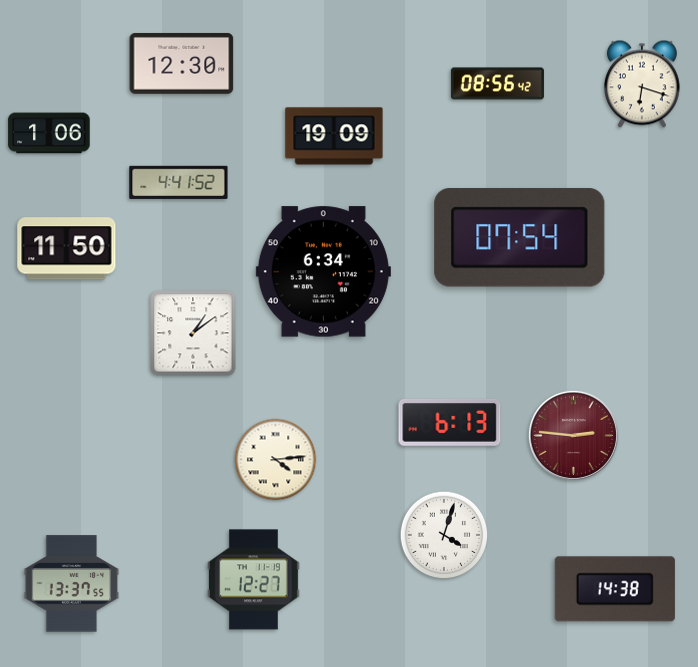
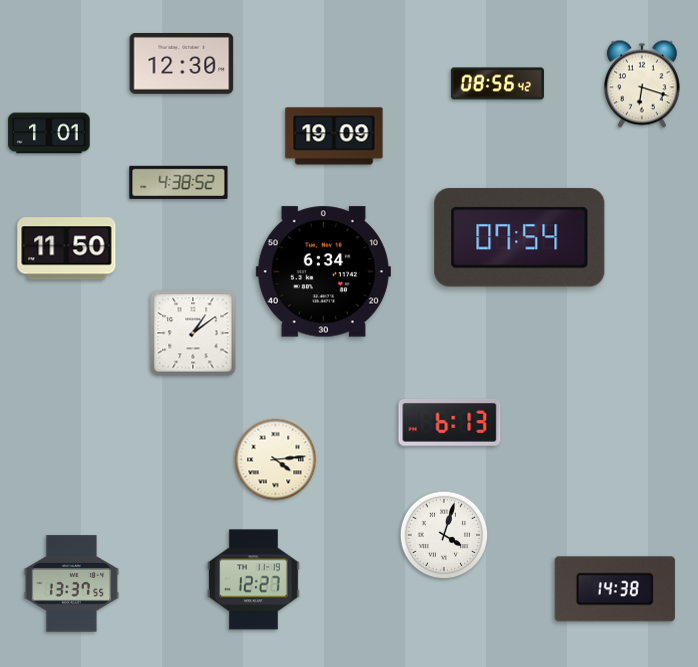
clock at (49, 133): 1:06 -> 1:01
clock at (179, 182): 4:41 -> 4:38
clock at (573, 435): 2:46 -> none
